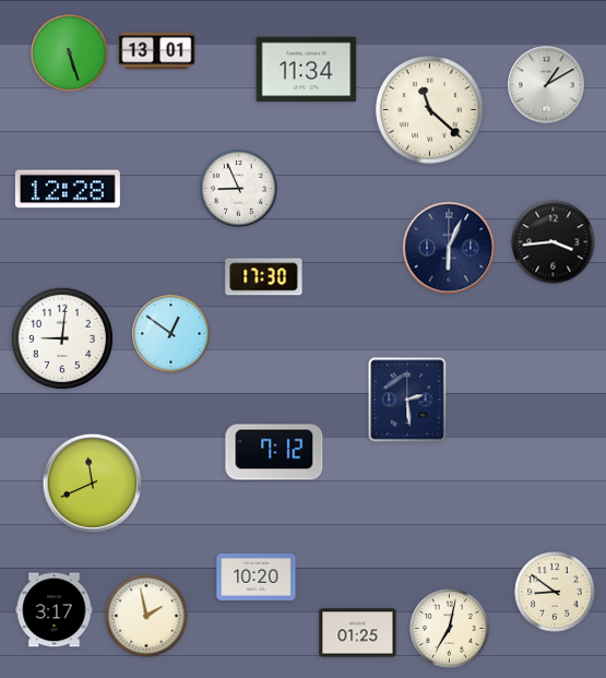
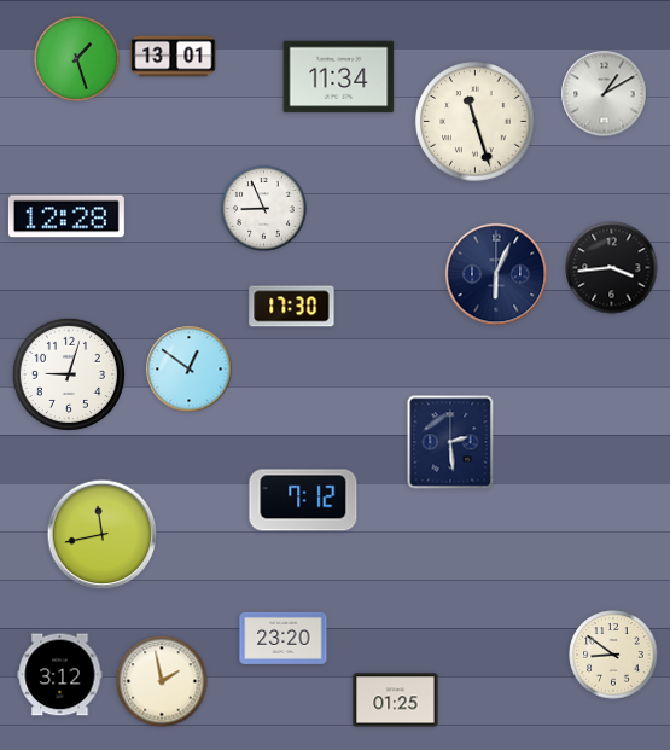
clock at (70, 53): 5:27 -> 1:27
clock at (430, 110): 11:22 -> 11:27
clock at (68, 189) position: (68, 189) -> (66, 216)
clock at (62, 338): 9:01 -> 9:03
clock at (93, 484): 11:41 -> 11:43
clock at (257, 576): 10:20 -> 23:20
clock at (55, 610): 3:17 -> 3:12
clock at (450, 629): 7:02 -> none
